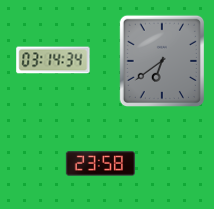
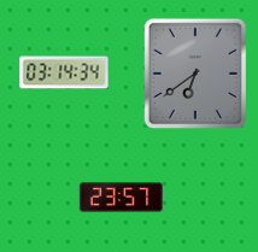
clock at (100, 164): 23:58 -> 23:57
